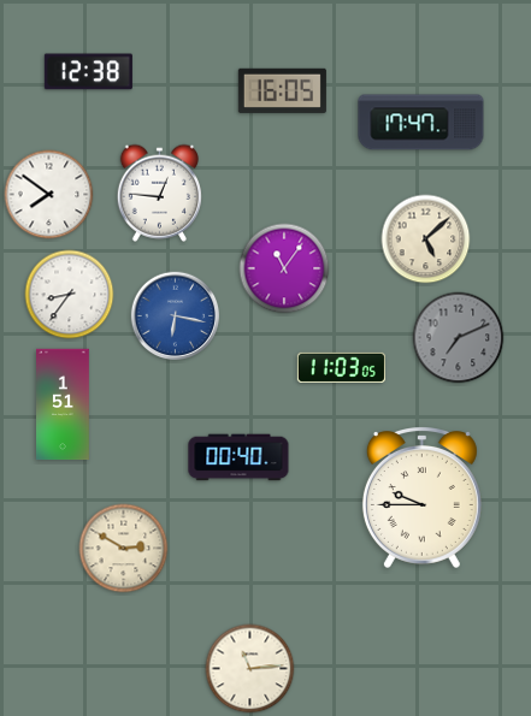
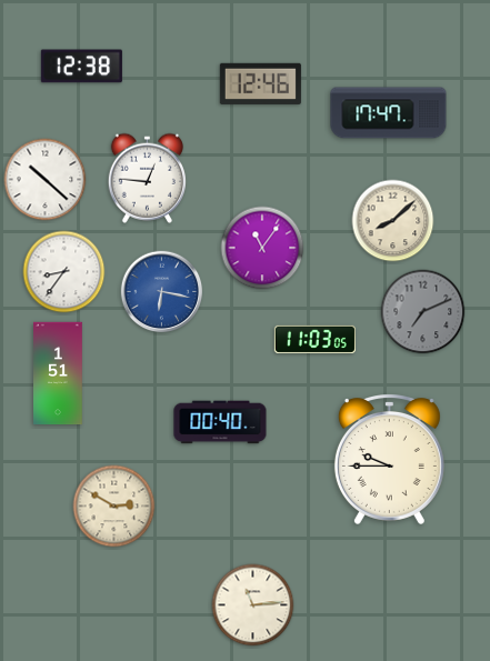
clock at (282, 90): 16:05 -> 12:46
clock at (49, 195): 7:51 -> 10:22
clock at (426, 239): 5:08 -> 8:08
clock at (250, 669) position: (250, 669) -> (253, 605)
